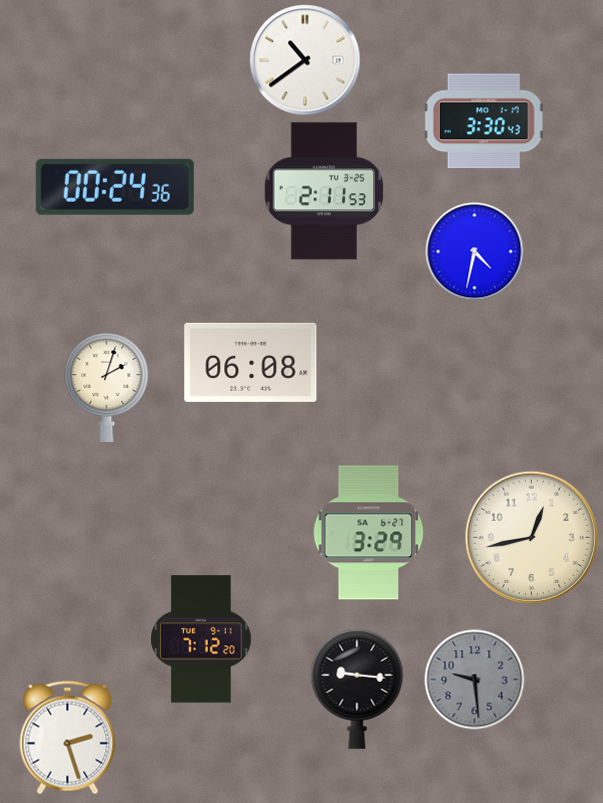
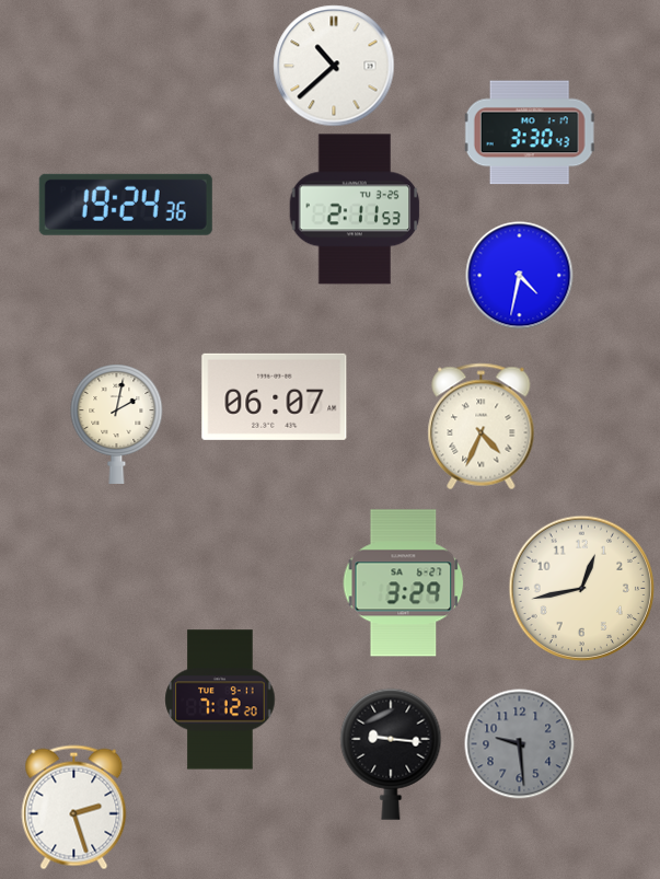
clock at (305, 60): 10:39 -> 10:38
clock at (115, 187): 00:24 -> 19:24
clock at (251, 362): 06:08 -> 06:07
clock at (107, 388): 2:03 -> 2:02
clock at (482, 427): none -> 4:34
